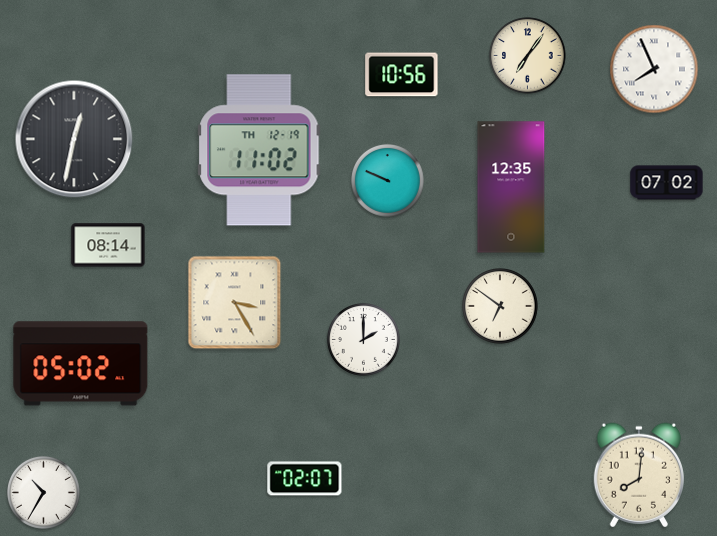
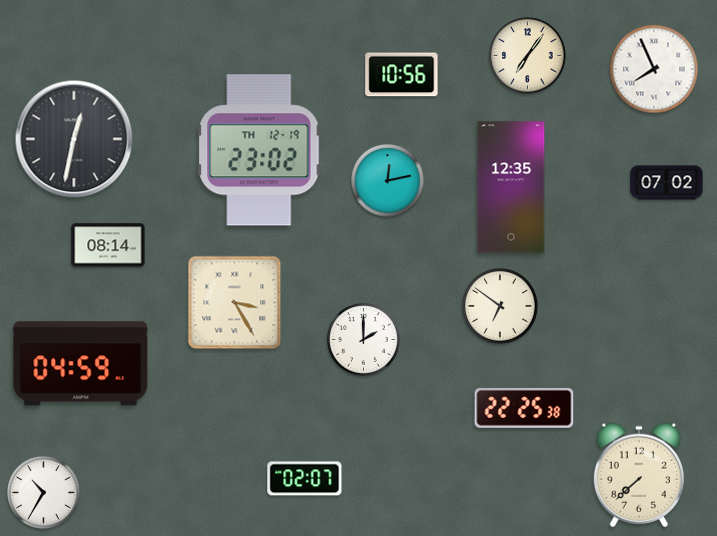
clock at (259, 150): 11:02 -> 23:02
clock at (387, 180): 9:49 -> 12:13
clock at (81, 364): 05:02 -> 04:59
clock at (524, 408): none -> 22:25
clock at (639, 475): 8:01 -> 7:38
